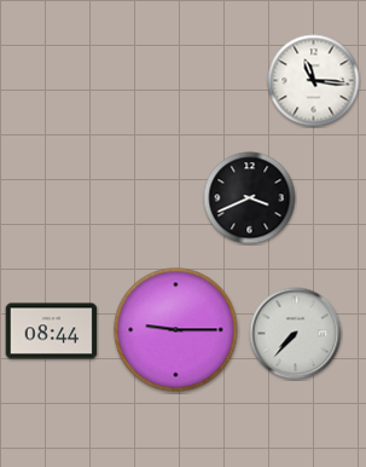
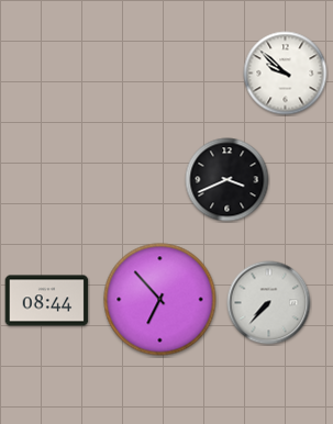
clock at (314, 81): 11:16 -> 9:52
clock at (176, 330): 9:15 -> 6:53
